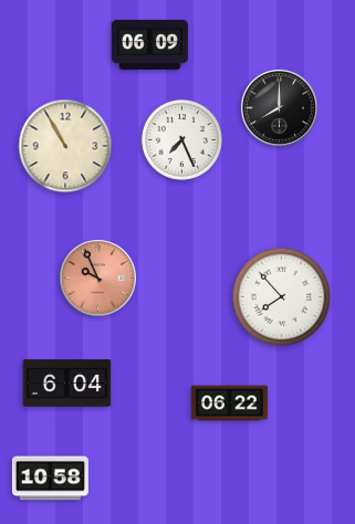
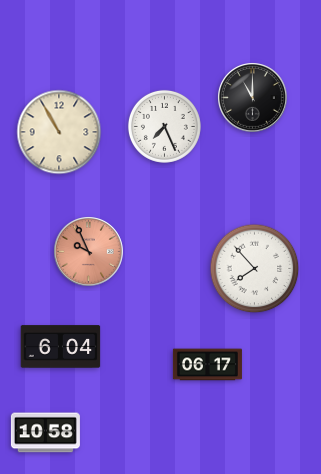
clock at (149, 44): 06:09 -> none
clock at (280, 108): 8:00 -> 11:00
clock at (229, 404): 06:22 -> 06:17
